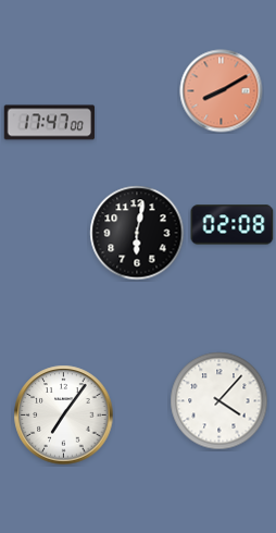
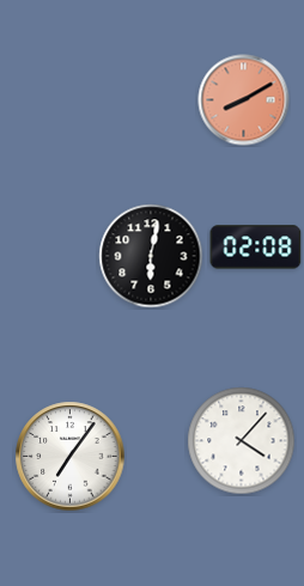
clock at (50, 123): 17:47 -> none
